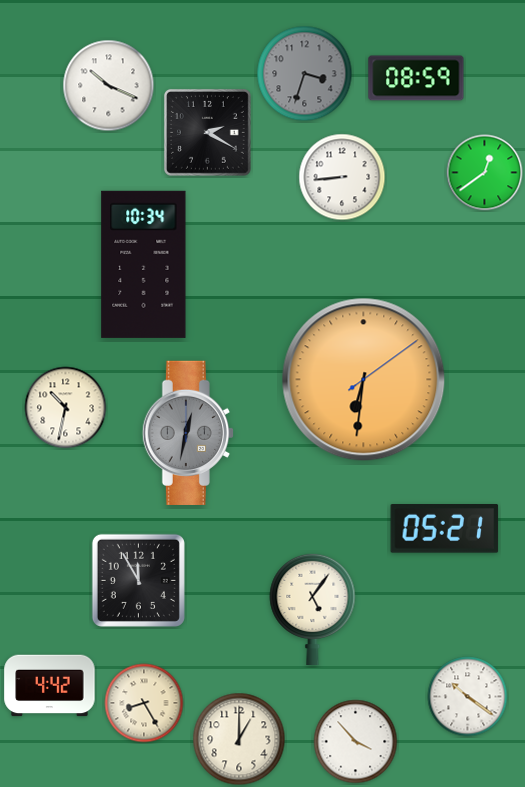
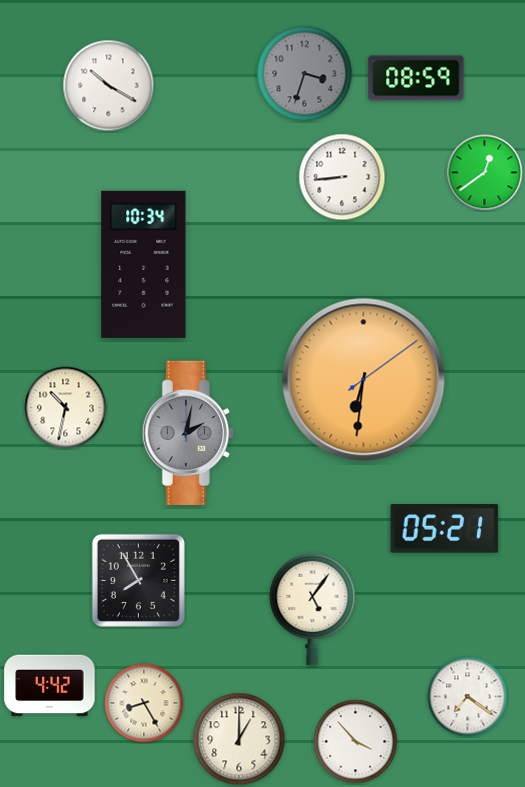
clock at (109, 86): 10:19 -> 10:20
clock at (207, 132): 2:20 -> none
clock at (188, 432): 12:32 -> 2:02
clock at (138, 580): 11:55 -> 7:55
clock at (468, 697): 10:21 -> 7:21
